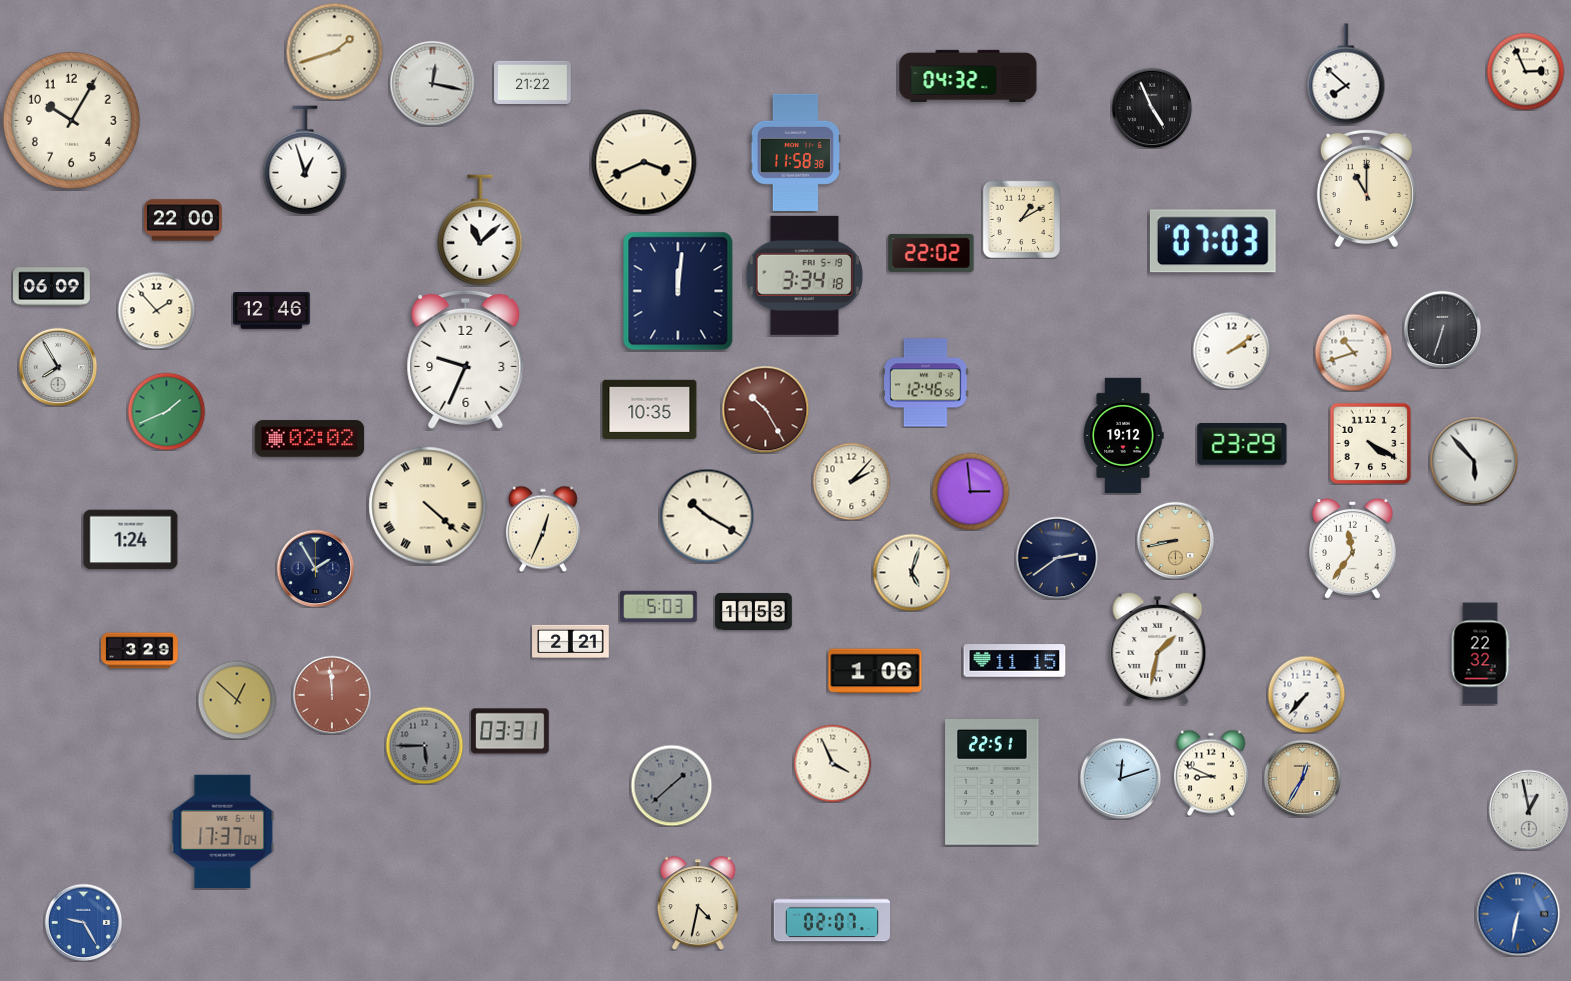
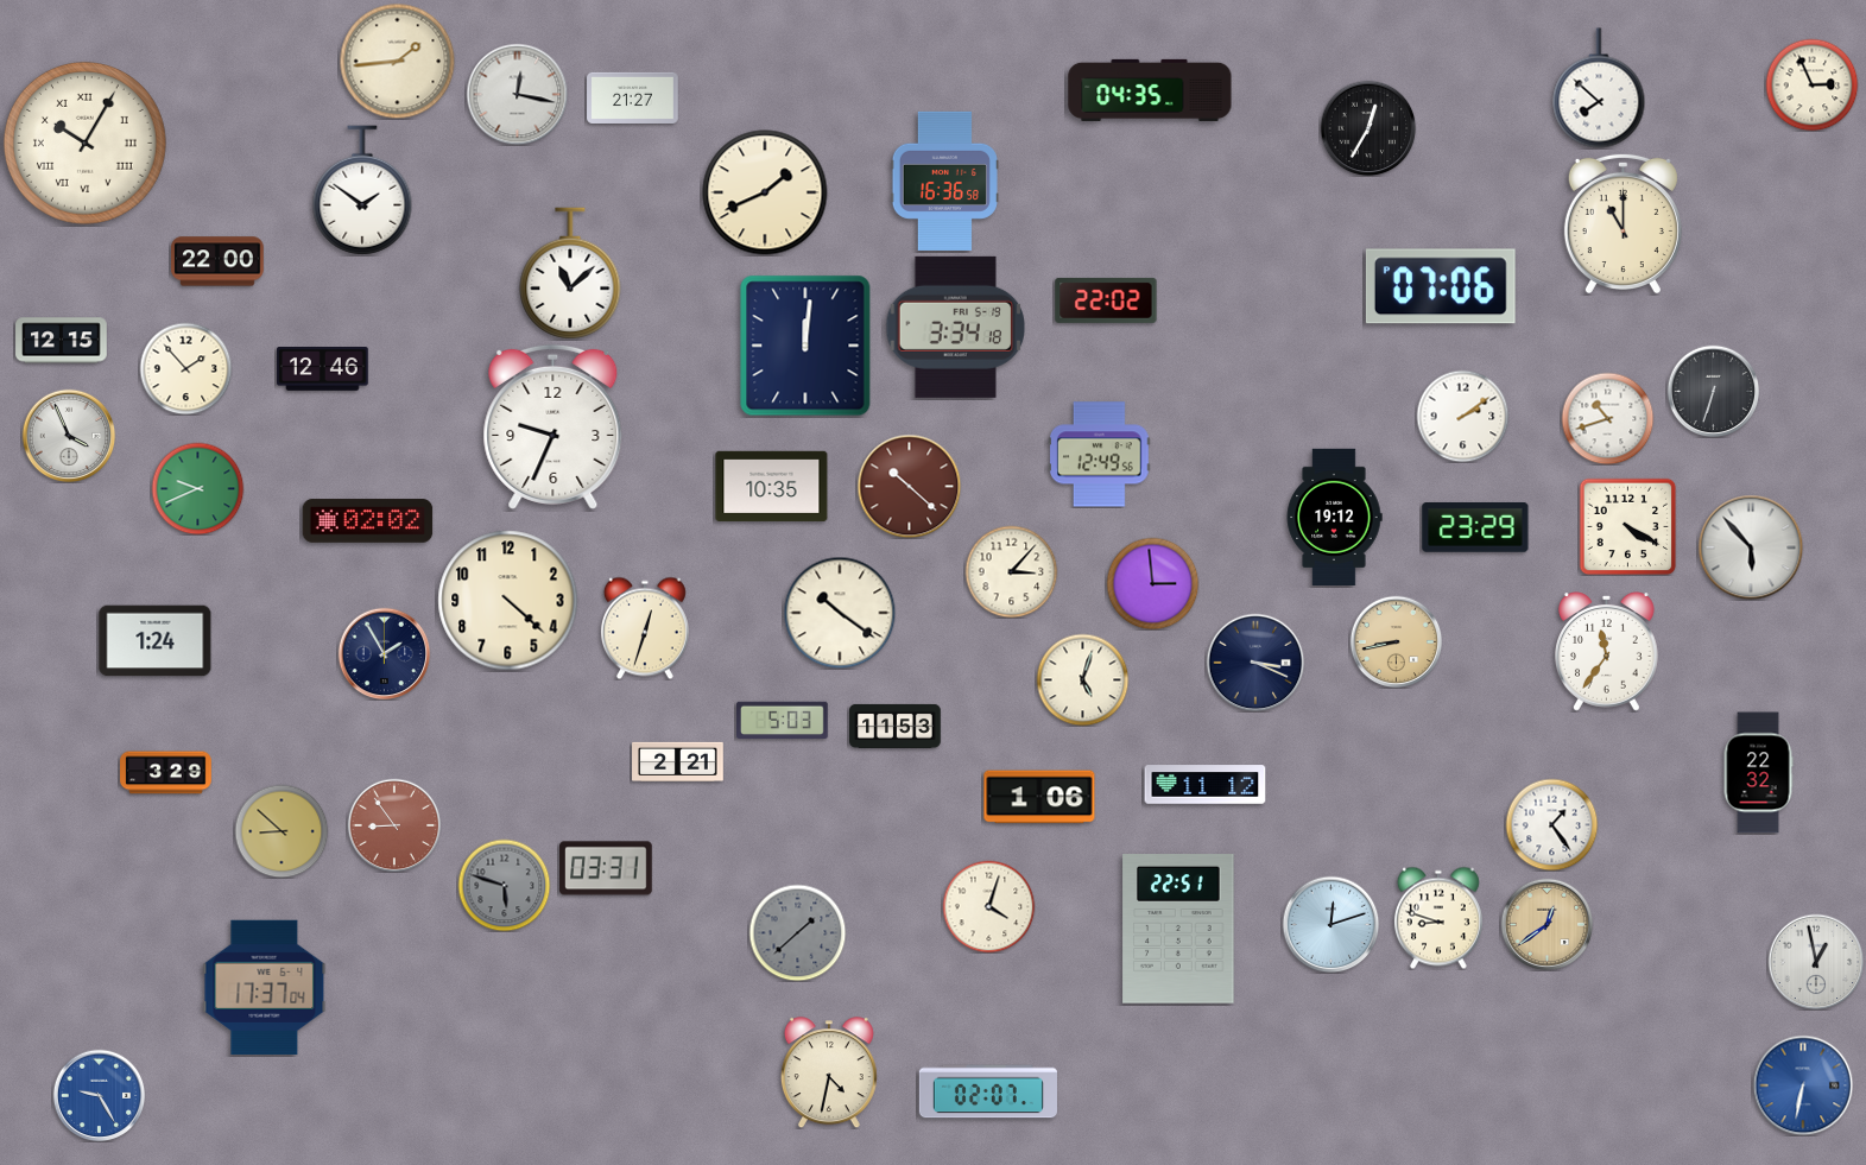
clock at (334, 51): 1:42 -> 1:44
clock at (968, 76): 04:32 -> 04:35
clock at (533, 82): 21:22 -> 21:27
clock at (432, 83) position: (432, 83) -> (517, 94)
clock at (1152, 108): 4:56 -> 12:35
clock at (71, 120) numerals: Arabic -> Roman
clock at (795, 152): 11:58 -> 16:36
clock at (305, 160): 12:57 -> 1:51
clock at (644, 162): 3:41 -> 1:41
clock at (1021, 219): 1:10 -> none
clock at (1213, 241): 07:03 -> 07:06
clock at (52, 287): 06:09 -> 12:15
clock at (58, 367): 7:55 -> 3:56
clock at (926, 383): 12:46 -> 12:49
clock at (765, 409): 10:25 -> 10:22
clock at (166, 411): 1:41 -> 9:41
clock at (851, 481): 2:07 -> 3:07
clock at (428, 506) numerals: Roman -> Arabic
clock at (707, 516): 10:20 -> 10:21
clock at (543, 529): 12:34 -> 12:33
clock at (1057, 558): 2:39 -> 3:19
clock at (315, 568) position: (315, 568) -> (384, 653)
clock at (1158, 649): 1:32 -> none
clock at (1480, 654) position: (1480, 654) -> (1758, 773)
clock at (1015, 661): 11:15 -> 11:12
clock at (1306, 694): 7:37 -> 1:24
clock at (332, 695): 11:59 -> 8:54
clock at (237, 700): 12:52 -> 8:52
clock at (424, 745): 5:45 -> 5:48
clock at (832, 763): 3:56 -> 4:03
clock at (1211, 773): 8:49 -> 8:48
clock at (1302, 778): 12:35 -> 12:39
